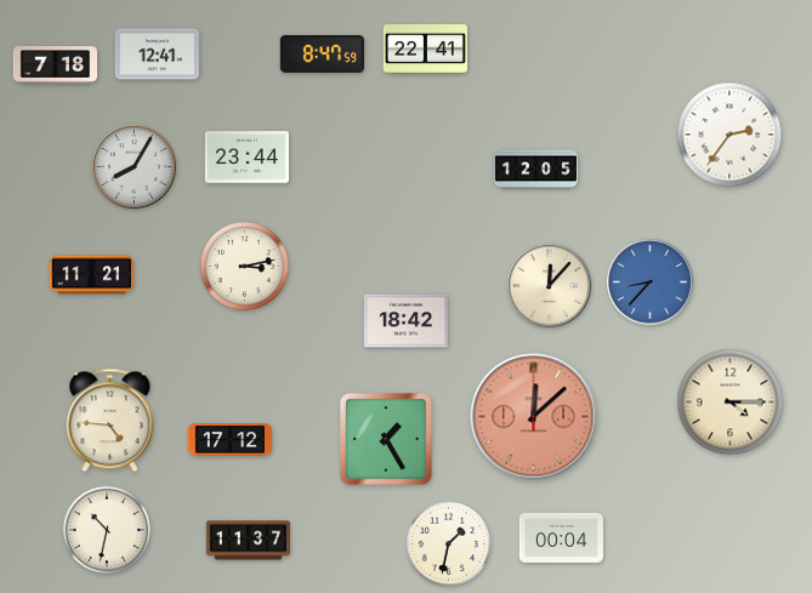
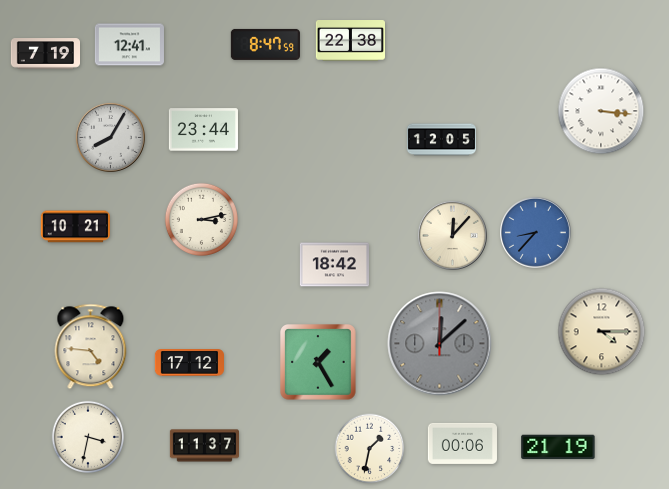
clock at (425, 50): 22:41 -> 22:38
clock at (55, 65): 7:18 -> 7:19
clock at (729, 135): 2:36 -> 3:16
clock at (91, 275): 11:21 -> 10:21
clock at (534, 417) dial: salmon -> grey
clock at (106, 529): 10:32 -> 3:32
clock at (561, 537): 00:04 -> 00:06
clock at (558, 447): none -> 21:19
